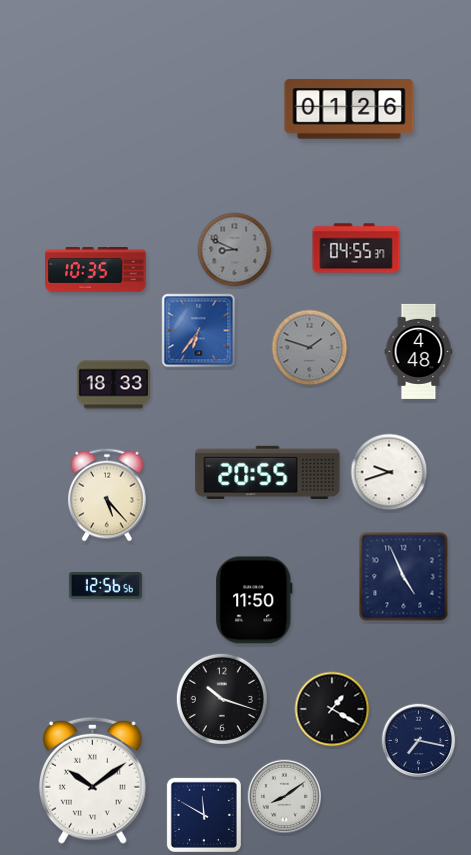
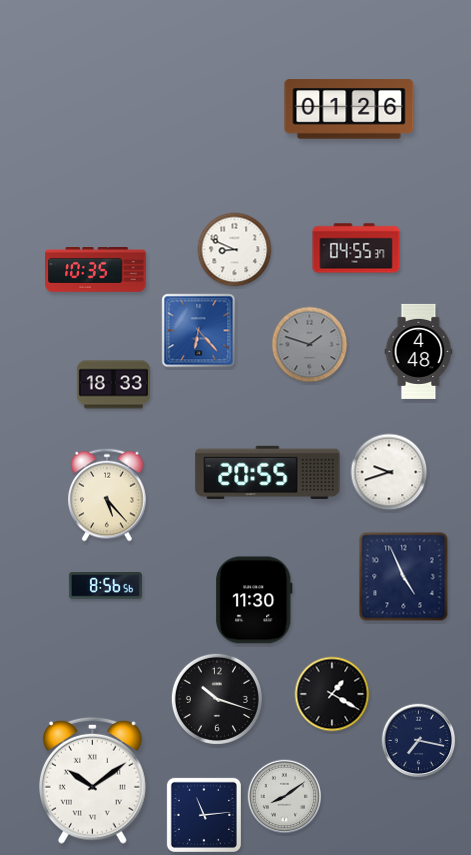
clock at (235, 250) dial: grey -> white
clock at (199, 331): 6:36 -> 6:23
clock at (310, 348) position: (310, 348) -> (310, 345)
clock at (105, 586): 12:56 -> 8:56
clock at (254, 600): 11:50 -> 11:30
clock at (222, 699) position: (222, 699) -> (217, 699)
clock at (332, 709) position: (332, 709) -> (332, 694)
clock at (204, 815): 11:50 -> 11:14
